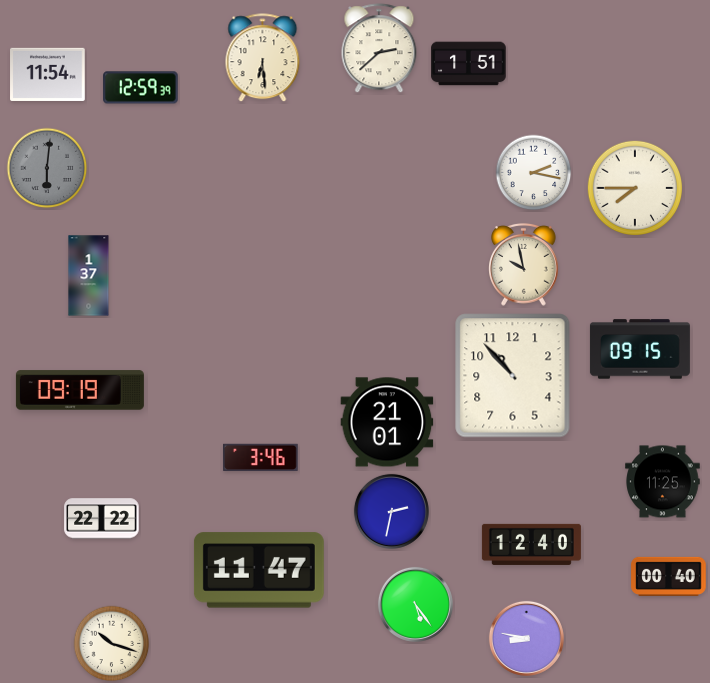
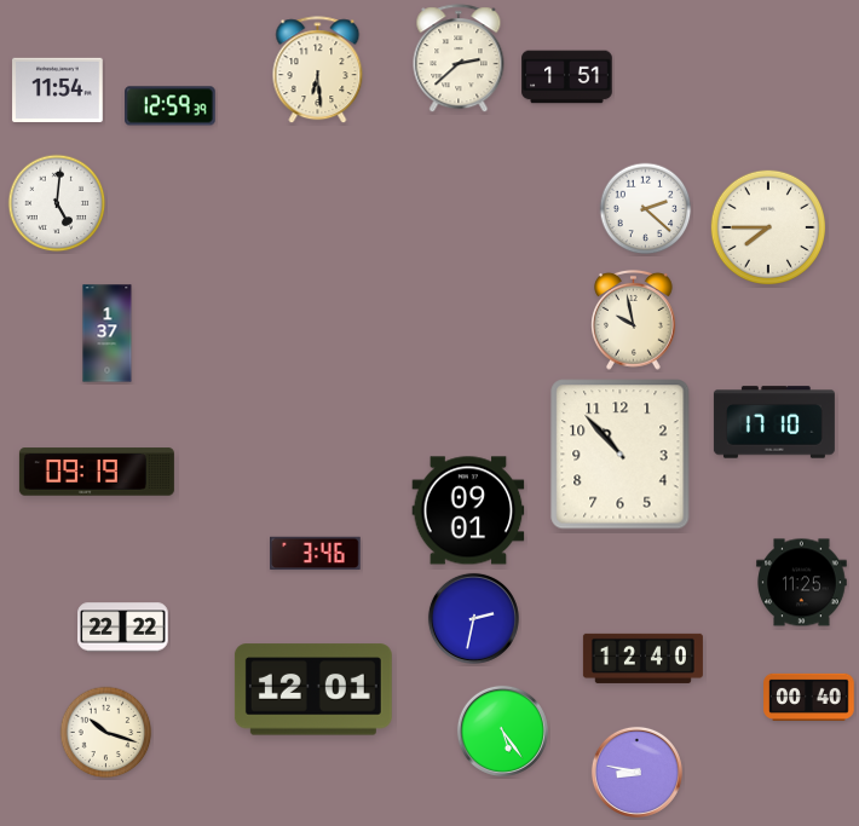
clock at (47, 168): 6:01 -> 5:01
clock at (47, 168) dial: grey -> white
clock at (534, 173): 2:17 -> 2:22
clock at (640, 349): 09:15 -> 17:10
clock at (387, 422): 21:01 -> 09:01
clock at (259, 570): 11:47 -> 12:01
clock at (112, 644) position: (112, 644) -> (106, 733)
